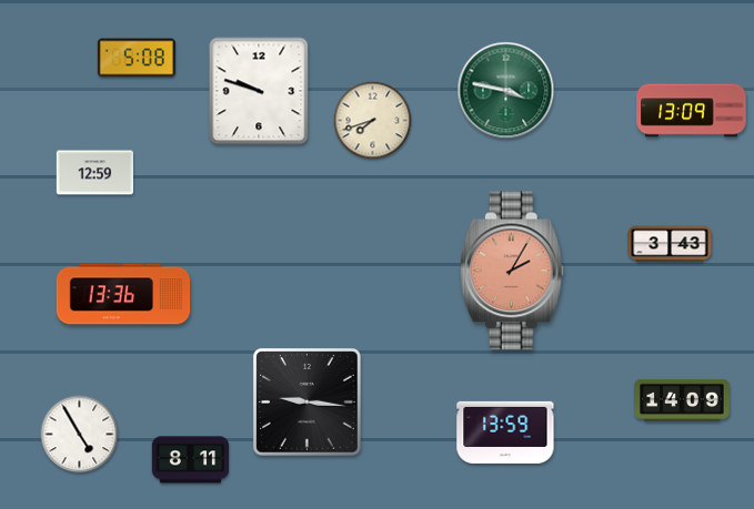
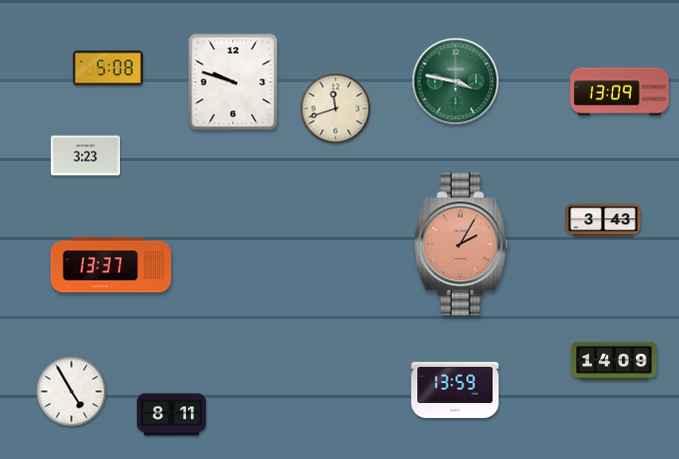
clock at (137, 58) position: (137, 58) -> (108, 68)
clock at (692, 111) position: (692, 111) -> (620, 92)
clock at (373, 121): 7:42 -> 11:42
clock at (95, 173): 12:59 -> 3:23
clock at (123, 294): 13:36 -> 13:37
clock at (308, 403): 9:16 -> none
